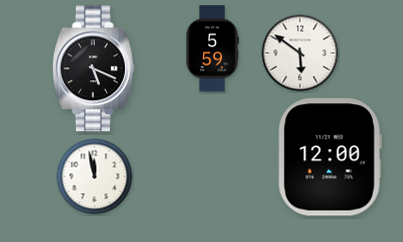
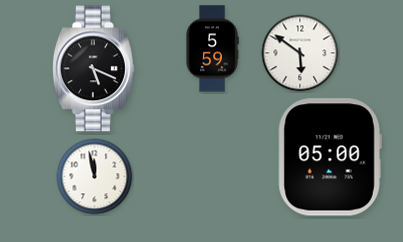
clock at (330, 157): 12:00 -> 05:00
